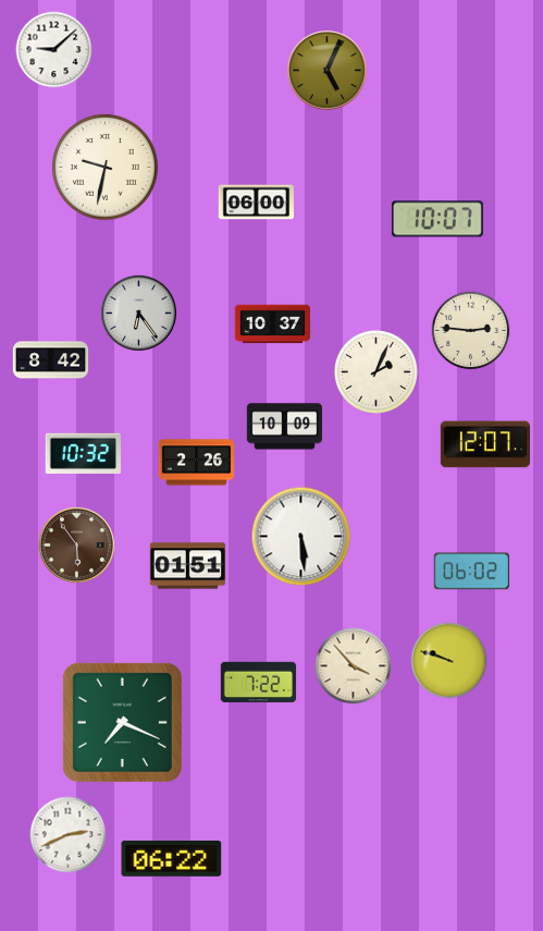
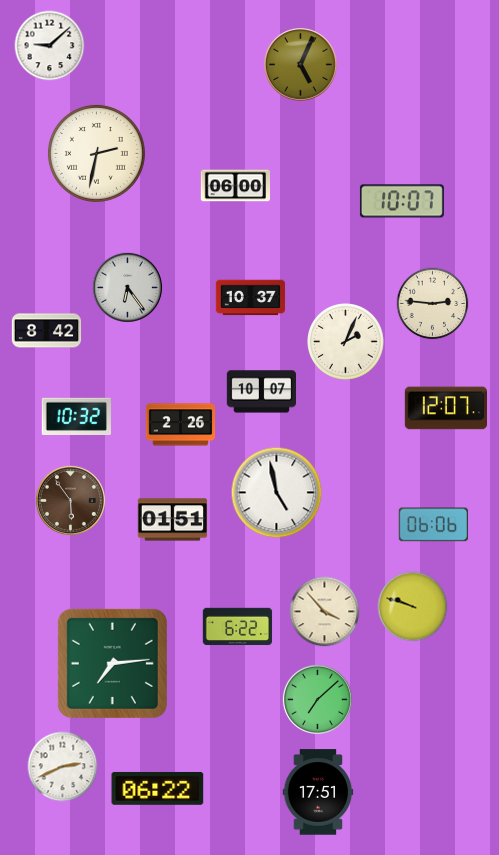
clock at (104, 167): 9:32 -> 2:32
clock at (285, 427): 10:09 -> 10:07
clock at (301, 537): 5:29 -> 4:58
clock at (471, 572): 06:02 -> 06:06
clock at (259, 683): 7:22 -> 6:22
clock at (122, 722): 7:19 -> 7:14
clock at (317, 699): none -> 7:08
clock at (318, 792): none -> 17:51
